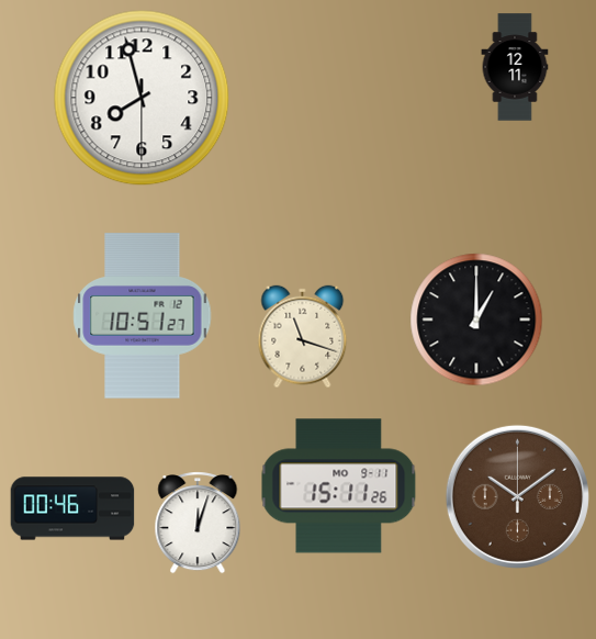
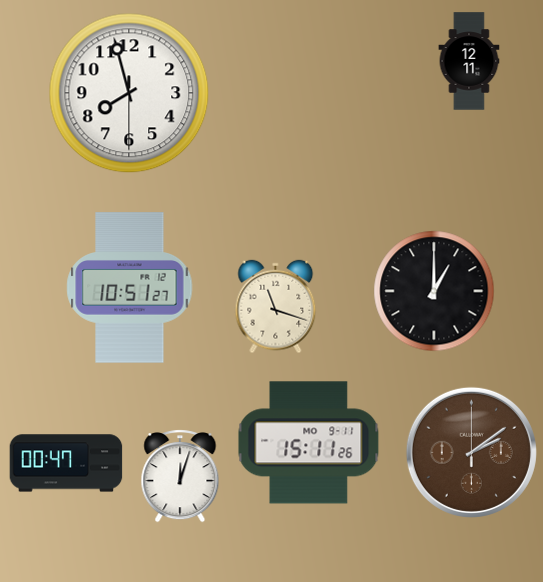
clock at (142, 98) position: (142, 98) -> (129, 93)
clock at (517, 496): 10:09 -> 2:09
clock at (72, 508): 00:46 -> 00:47
